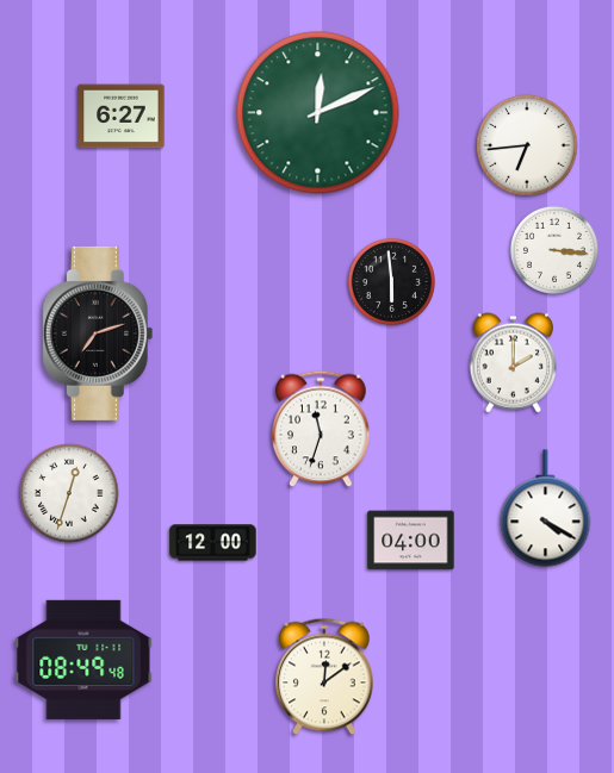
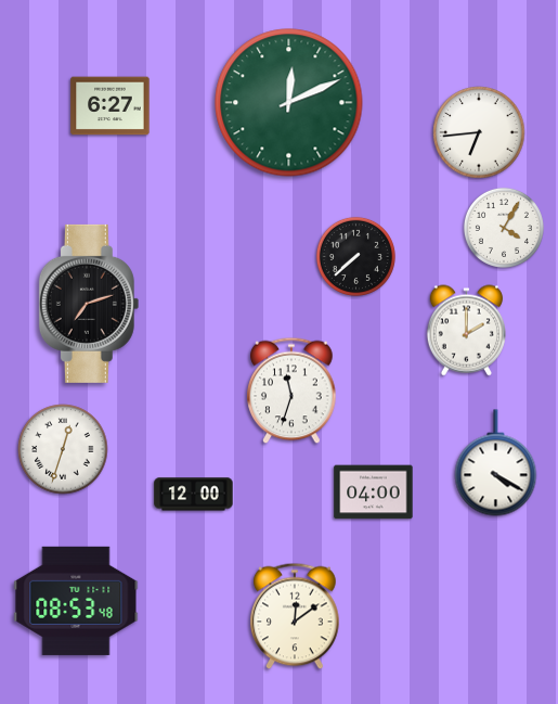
clock at (554, 250): 3:16 -> 4:05
clock at (391, 281): 5:59 -> 7:38
clock at (83, 660): 08:49 -> 08:53
